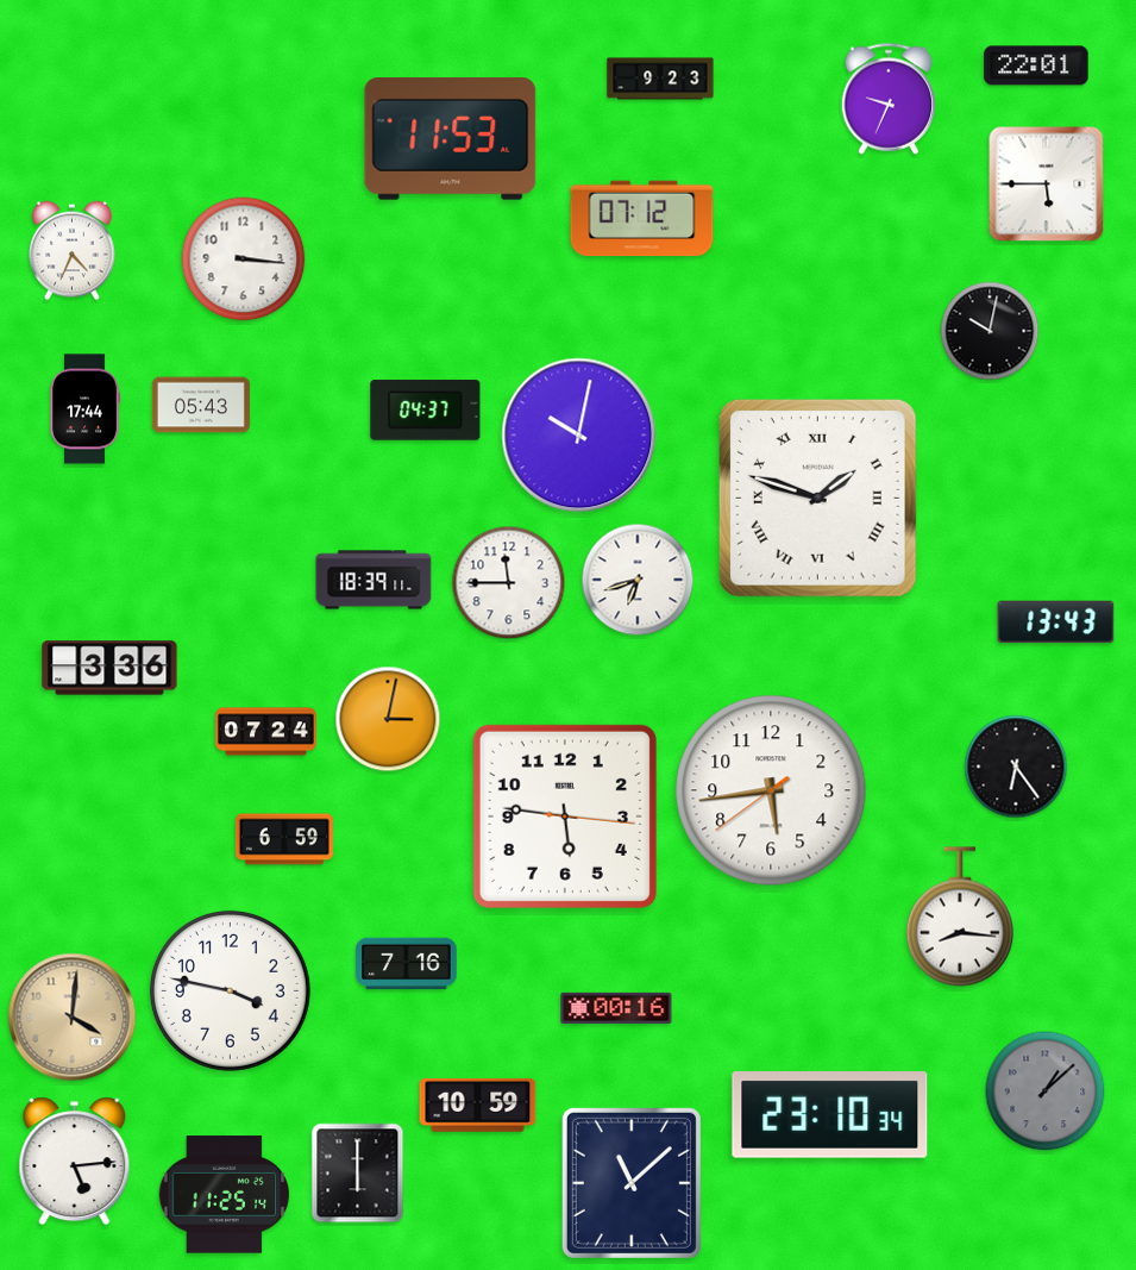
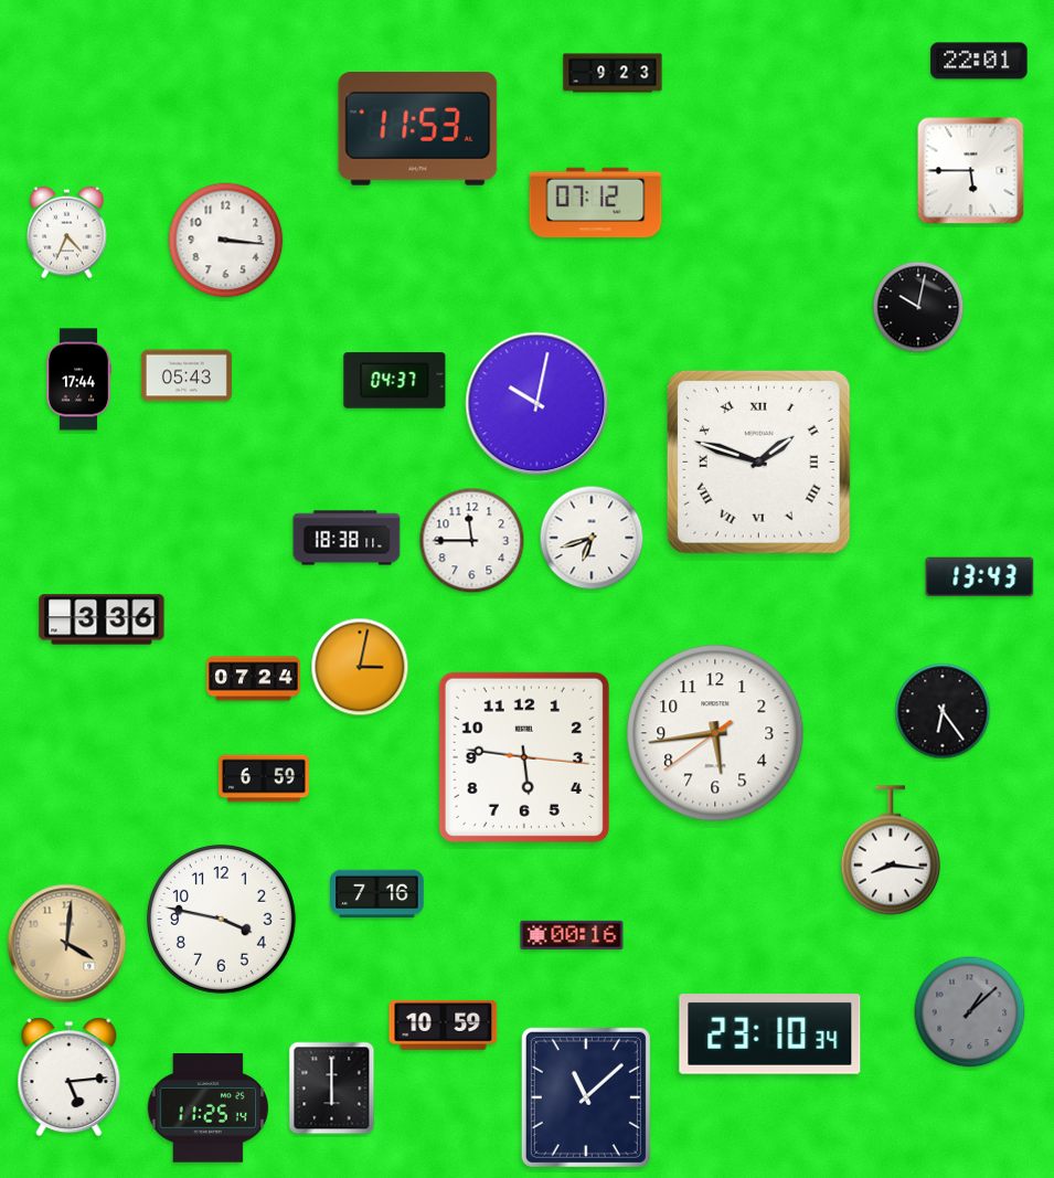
clock at (1036, 65) position: (1036, 65) -> (979, 61)
clock at (889, 99): 9:34 -> none
clock at (374, 580): 18:39 -> 18:38
clock at (266, 732) position: (266, 732) -> (254, 679)
clock at (230, 990) position: (230, 990) -> (221, 919)
